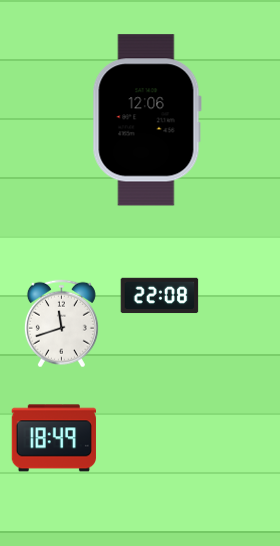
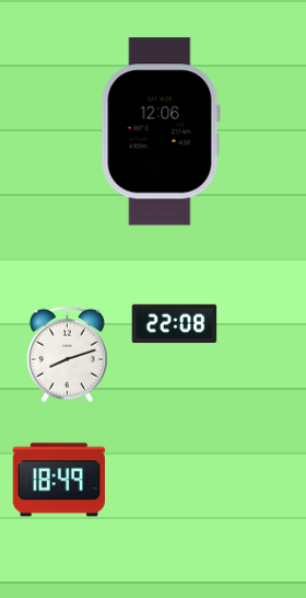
clock at (61, 323): 11:42 -> 8:12
